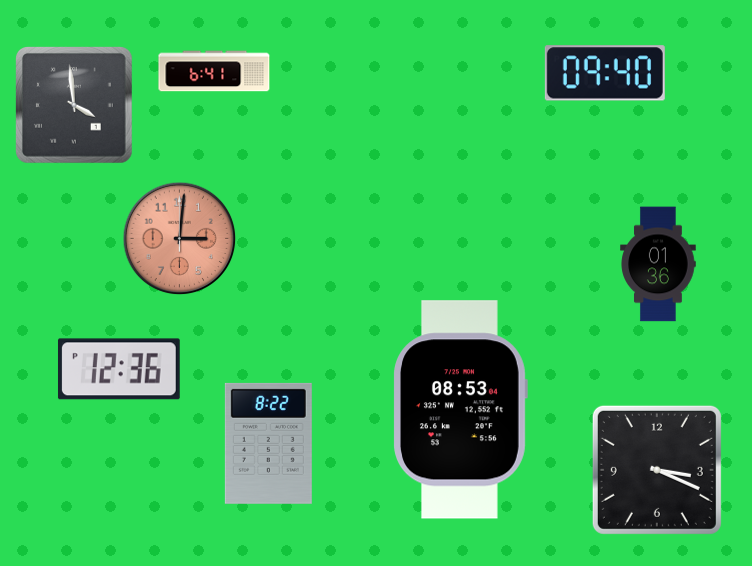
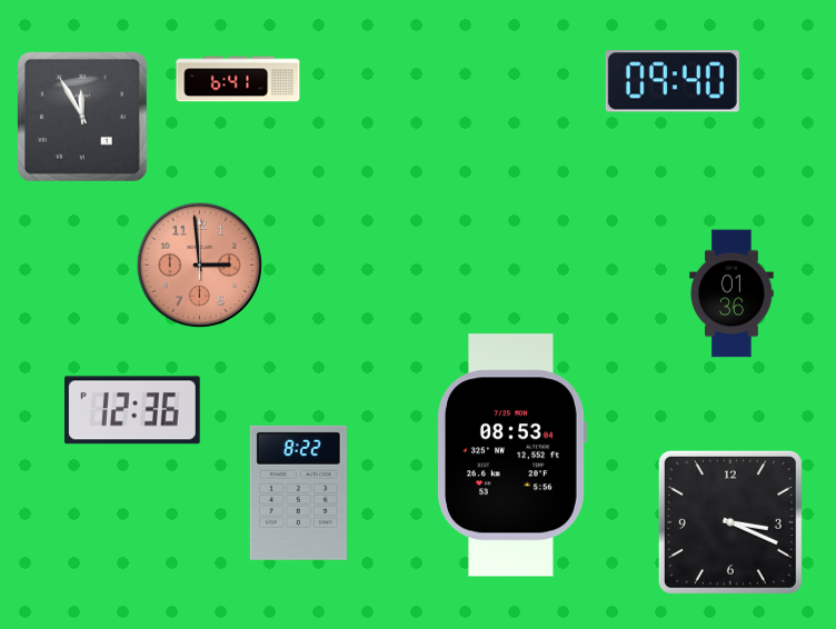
clock at (75, 106): 3:59 -> 11:55
clock at (180, 239): 3:01 -> 2:59
